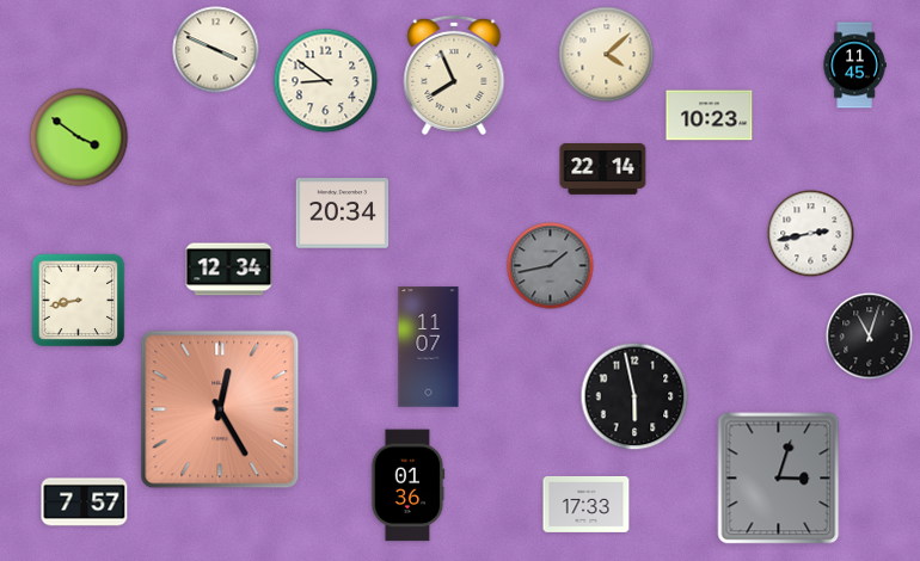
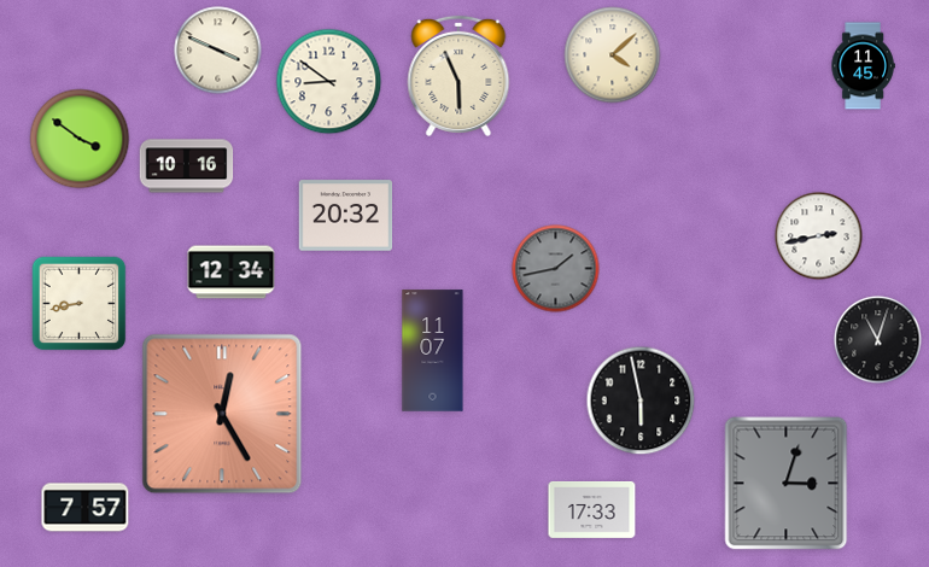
clock at (454, 75): 7:56 -> 5:56
clock at (710, 116): 10:23 -> none
clock at (187, 166): none -> 10:16
clock at (603, 169): 22:14 -> none
clock at (343, 214): 20:34 -> 20:32
clock at (407, 486): 01:36 -> none
